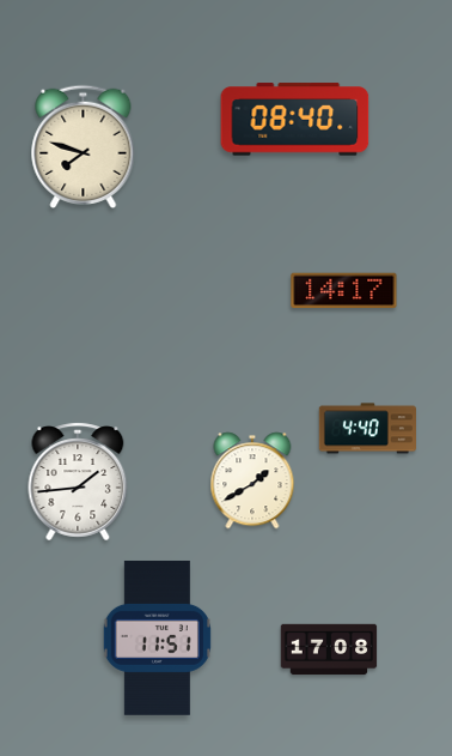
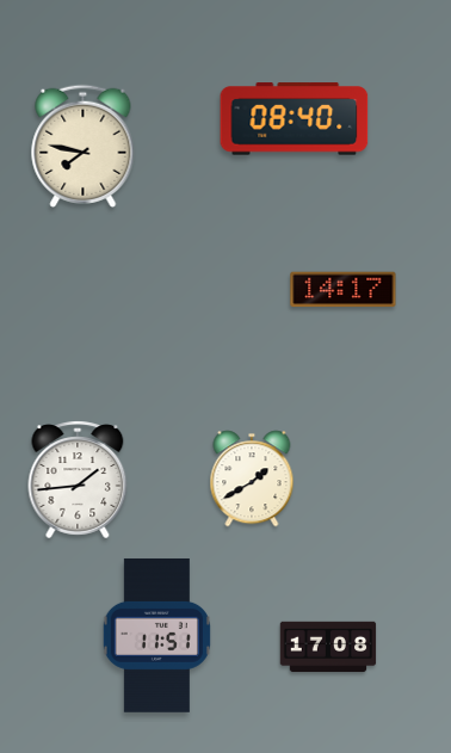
clock at (84, 146): 7:48 -> 7:47
clock at (367, 429): 4:40 -> none
